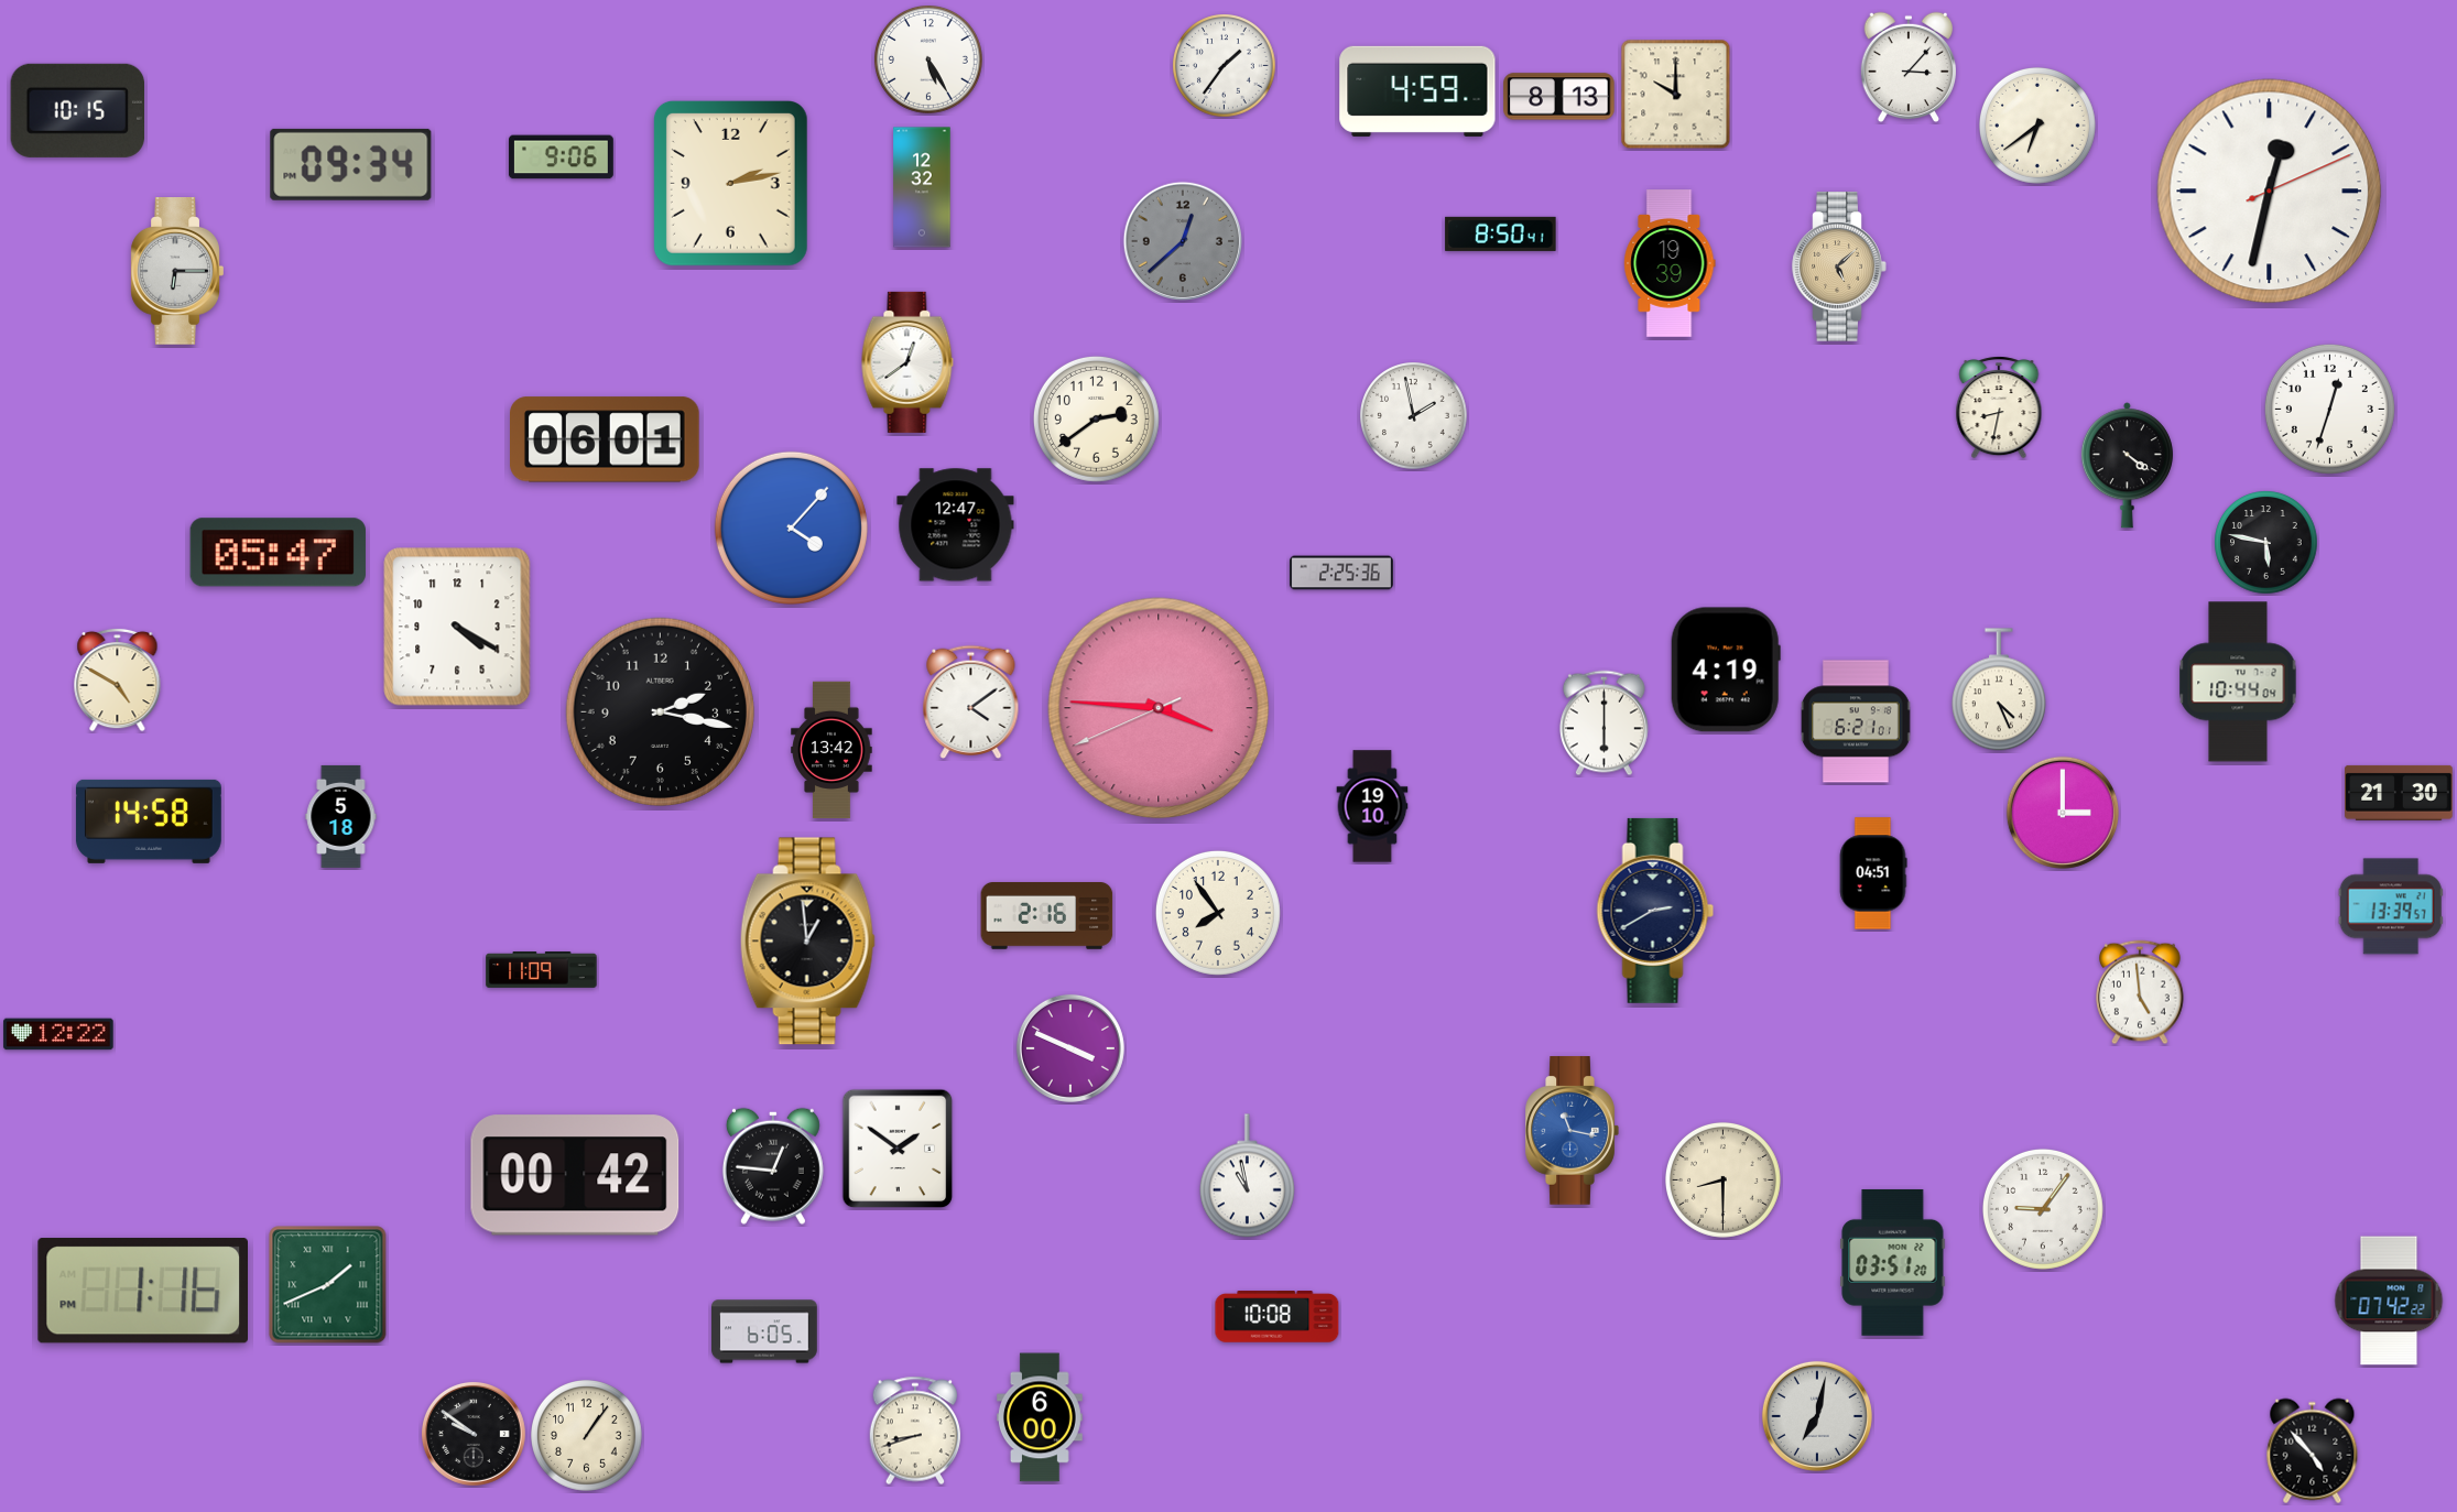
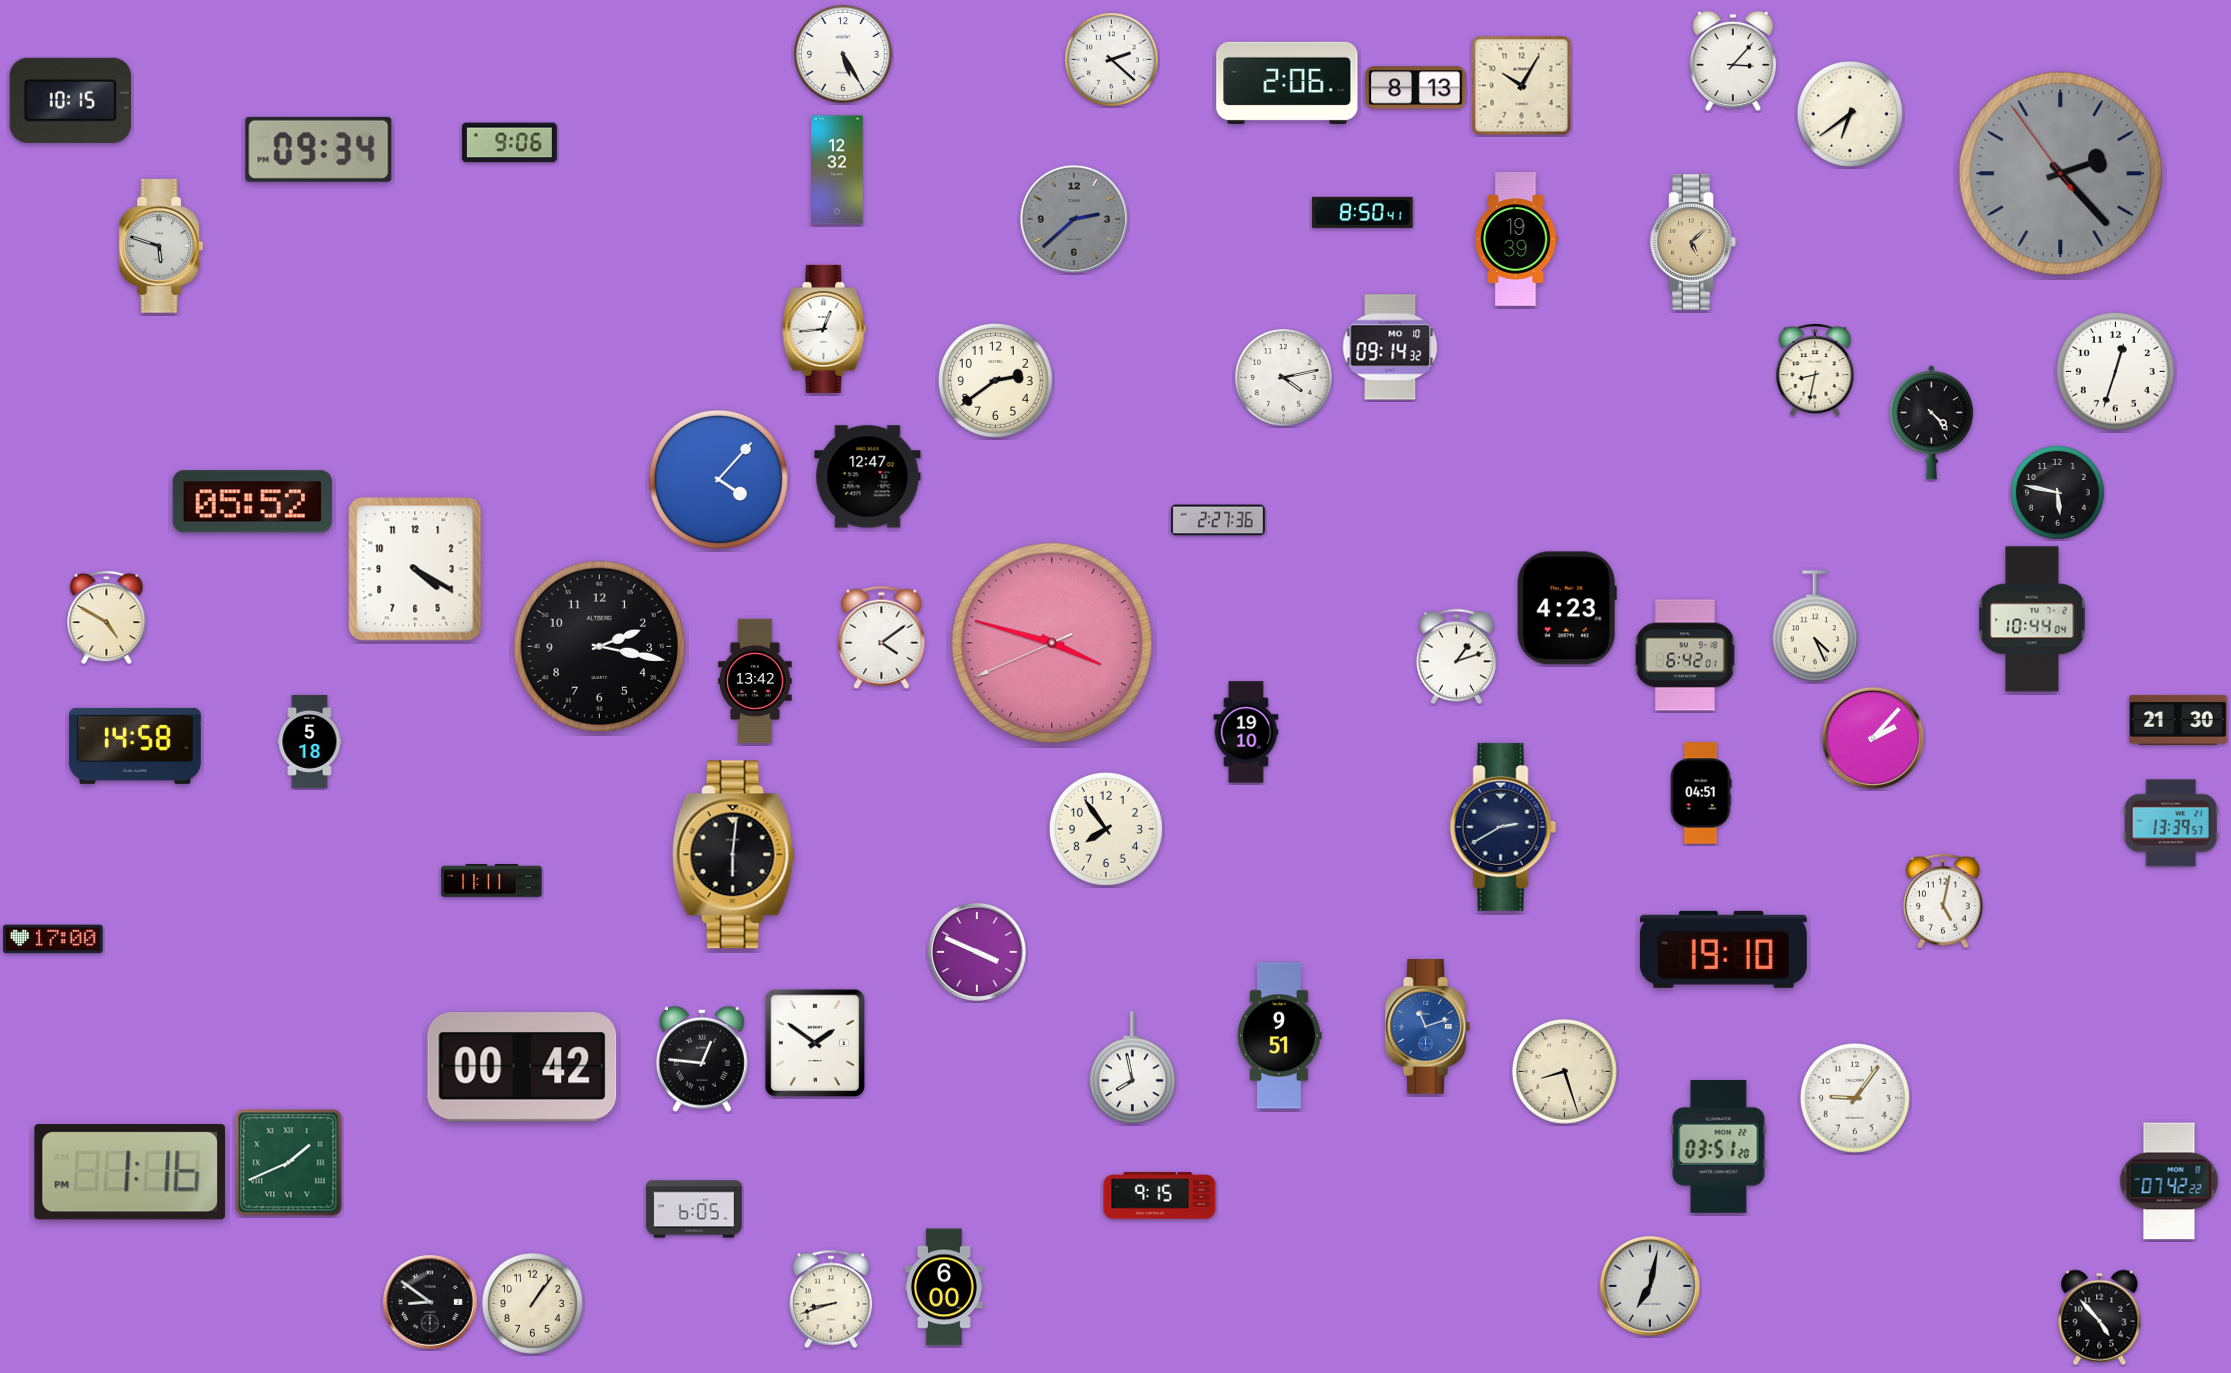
clock at (1225, 66): 1:36 -> 2:22
clock at (1417, 91): 4:59 -> 2:06
clock at (1676, 95): 10:00 -> 10:05
clock at (730, 183): 2:13 -> none
clock at (2270, 192): 12:32 -> 2:22
clock at (2270, 192) dial: white -> grey
clock at (1182, 240): 12:38 -> 2:38
clock at (1839, 266) position: (1839, 266) -> (1693, 242)
clock at (177, 272): 6:15 -> 5:48
clock at (907, 362): 12:39 -> 12:44
clock at (1390, 347): none -> 09:14
clock at (1414, 416): 1:58 -> 4:13
clock at (606, 439): 06:01 -> none
clock at (2127, 466): 4:21 -> 4:23
clock at (278, 553): 05:47 -> 05:52
clock at (1341, 573): 2:25 -> 2:27
clock at (1726, 670): 4:19 -> 4:23
clock at (1159, 708): 3:45 -> 3:47
clock at (1856, 721): 6:21 -> 6:42
clock at (1603, 724): 6:00 -> 1:12
clock at (2063, 813): 3:00 -> 2:07
clock at (1047, 916): 2:16 -> none
clock at (807, 942): 12:59 -> 6:01
clock at (542, 970): 11:09 -> 11:11
clock at (2140, 992): 4:59 -> 5:02
clock at (58, 1034): 12:22 -> 17:00
clock at (1723, 949): none -> 19:10
clock at (1070, 1048) position: (1070, 1048) -> (977, 952)
clock at (1572, 1131): 11:17 -> 11:12
clock at (1280, 1036): none -> 9:51
clock at (1247, 1176): 10:58 -> 7:58
clock at (1722, 1179): 8:30 -> 8:27
clock at (328, 1285) position: (328, 1285) -> (289, 1163)
clock at (1278, 1317): 10:08 -> 9:15
clock at (474, 1434): 9:51 -> 8:51
